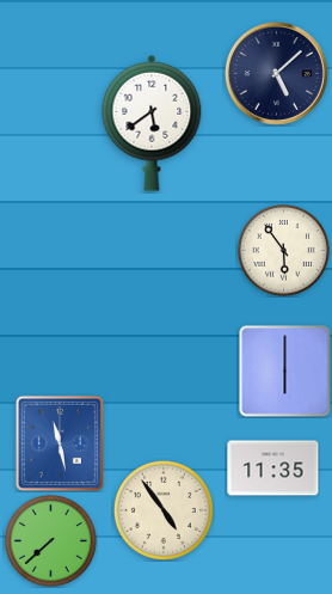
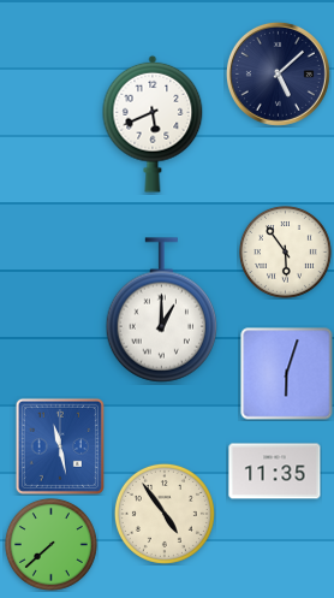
clock at (152, 123): 5:39 -> 5:41
clock at (162, 310): none -> 1:00
clock at (285, 372): 6:00 -> 6:03
